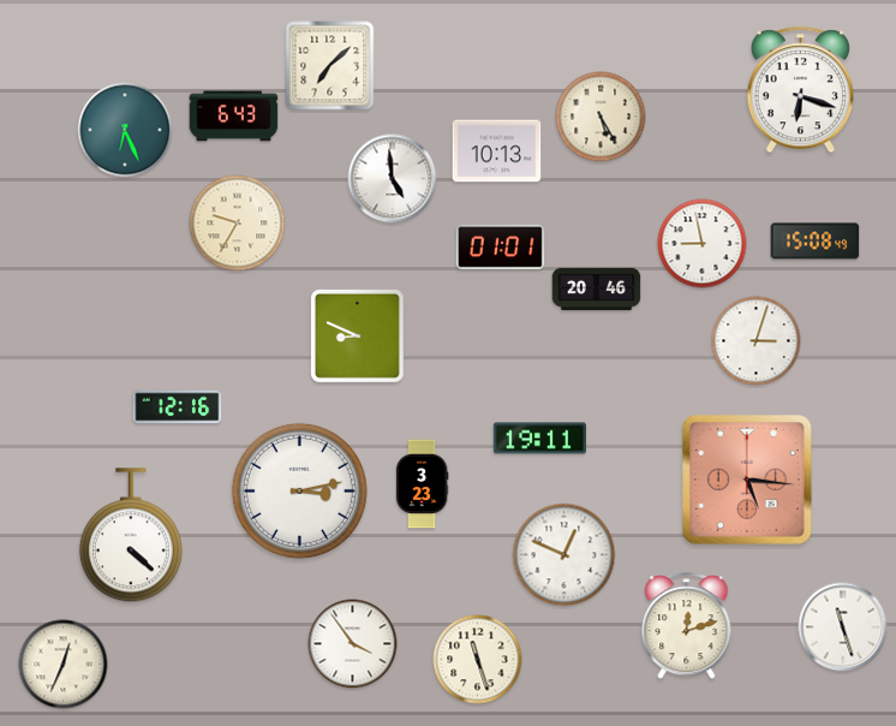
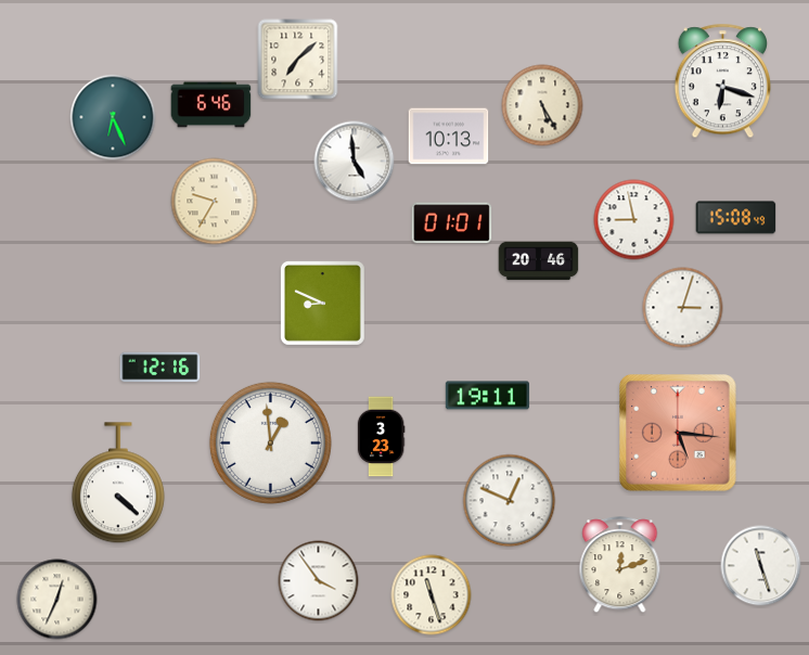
clock at (234, 117): 6:43 -> 6:46
clock at (747, 480) position: (747, 480) -> (678, 433)
clock at (299, 490): 3:13 -> 12:59
